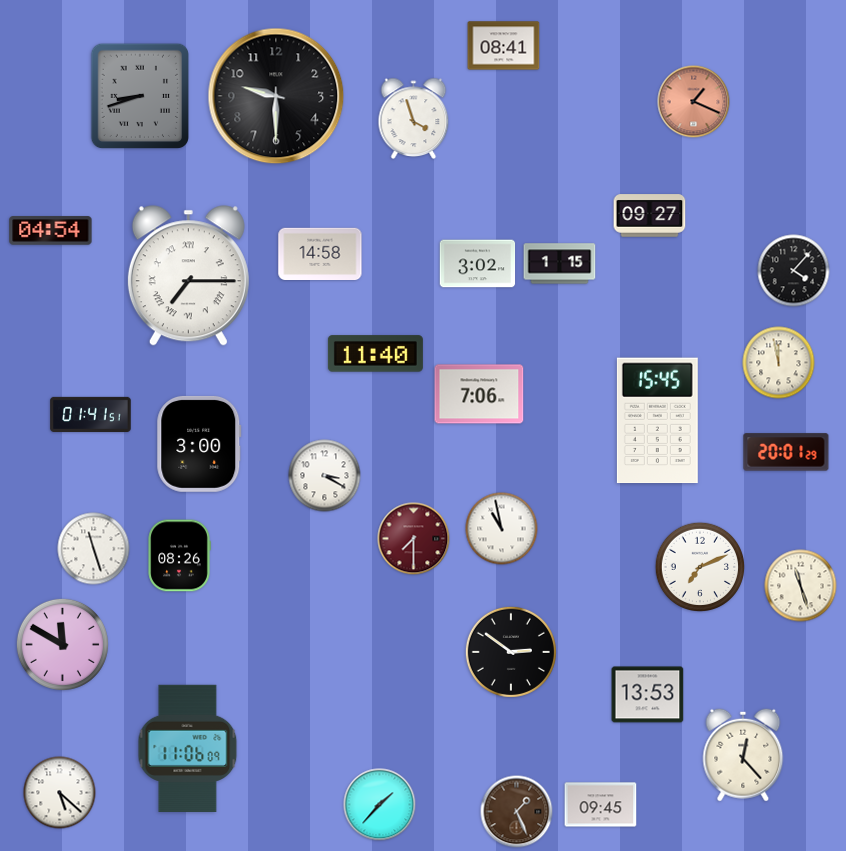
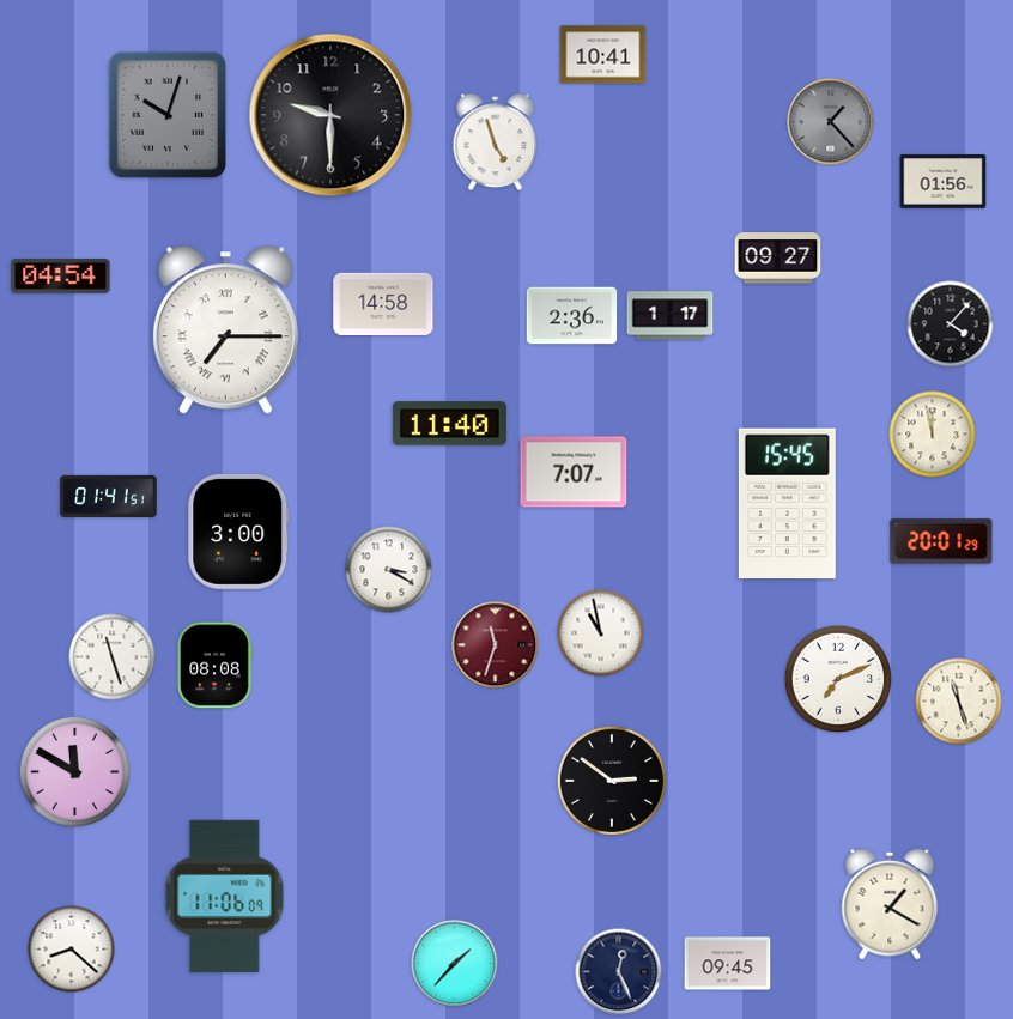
clock at (504, 46): 08:41 -> 10:41
clock at (140, 96): 8:42 -> 10:03
clock at (694, 102): 1:19 -> 1:23
clock at (694, 102) dial: salmon -> grey
clock at (414, 118): 3:57 -> 4:57
clock at (944, 182): none -> 01:56
clock at (478, 264): 3:02 -> 2:36
clock at (560, 264): 1:15 -> 1:17
clock at (479, 394): 7:06 -> 7:07
clock at (414, 539): 7:30 -> 11:33
clock at (179, 556): 08:26 -> 08:08
clock at (648, 695): 13:53 -> none
clock at (743, 755): 12:23 -> 1:20
clock at (60, 793): 5:22 -> 8:22
clock at (601, 805) position: (601, 805) -> (728, 964)
clock at (517, 812): 1:26 -> 12:26
clock at (517, 812) dial: brown -> navy
